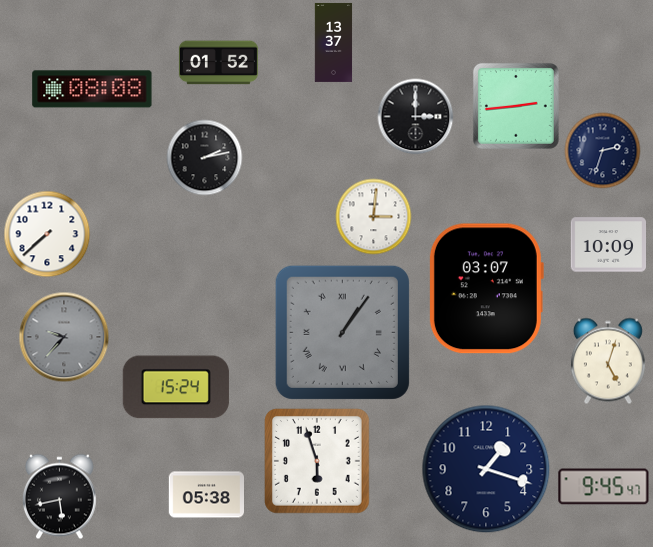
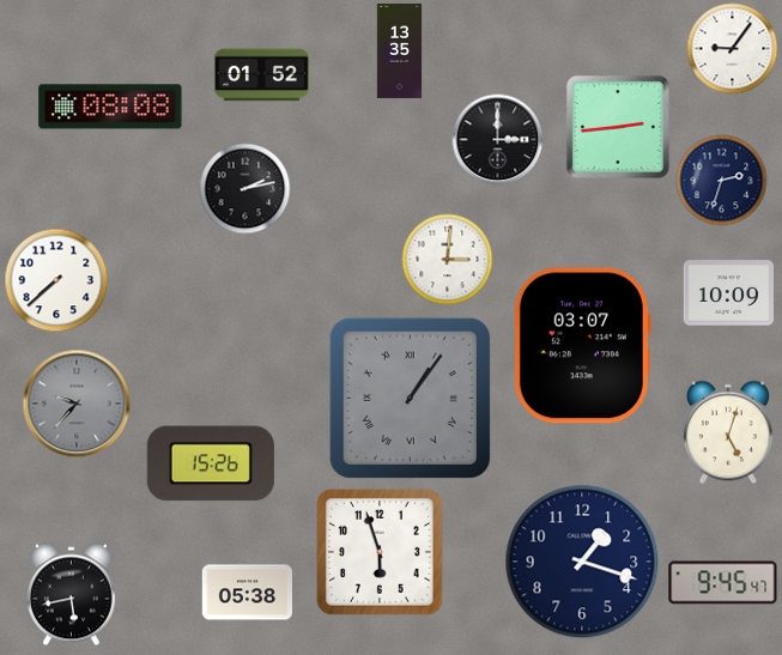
clock at (733, 49): none -> 9:06
clock at (334, 42): 13:37 -> 13:35
clock at (176, 387): 15:24 -> 15:26
